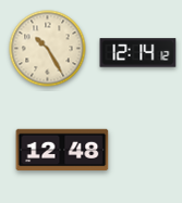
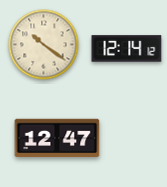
clock at (48, 49): 10:25 -> 10:21
clock at (62, 150): 12:48 -> 12:47
